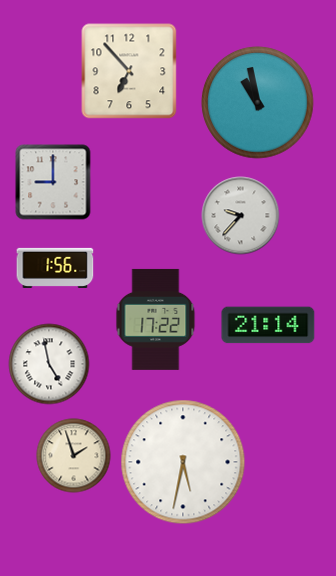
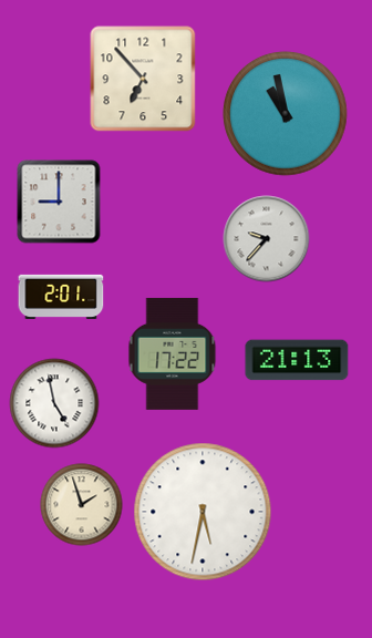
clock at (55, 268): 1:56 -> 2:01
clock at (268, 325): 21:14 -> 21:13
